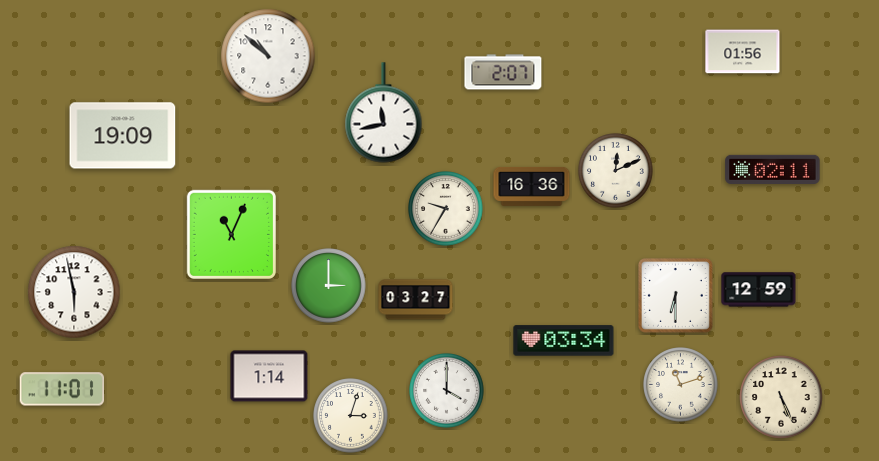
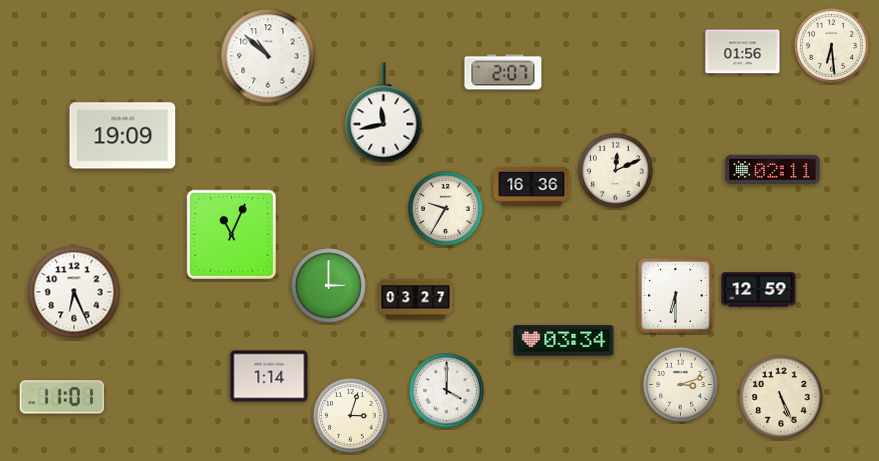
clock at (832, 46): none -> 6:29
clock at (74, 292): 5:58 -> 6:26
clock at (681, 385): 11:12 -> 3:12
clock at (62, 389) position: (62, 389) -> (62, 397)
